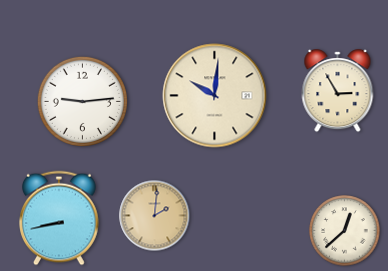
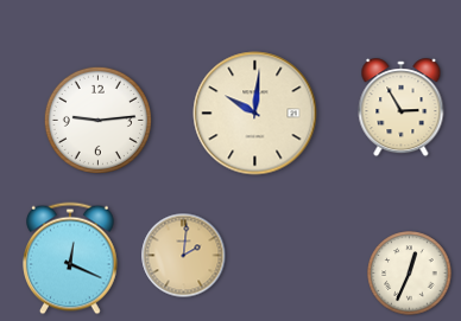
clock at (60, 218): 8:43 -> 12:19
clock at (345, 231): 12:38 -> 12:34
